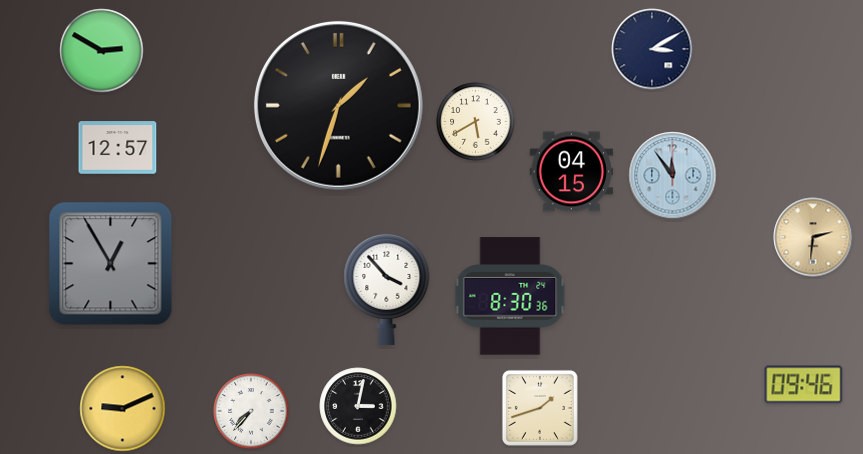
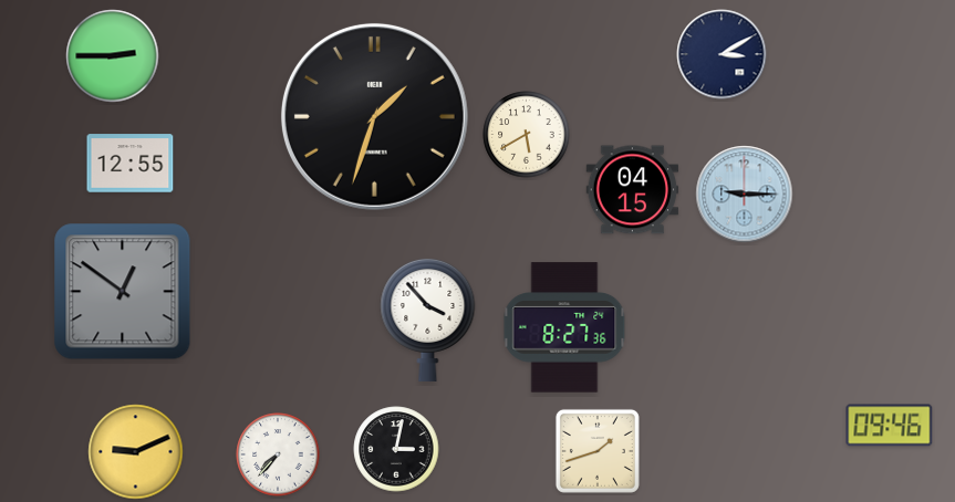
clock at (102, 51): 2:50 -> 2:45
clock at (118, 148): 12:57 -> 12:55
clock at (673, 176): 11:54 -> 9:15
clock at (813, 237): 2:31 -> none
clock at (111, 264): 12:55 -> 12:51
clock at (510, 296): 8:30 -> 8:27
